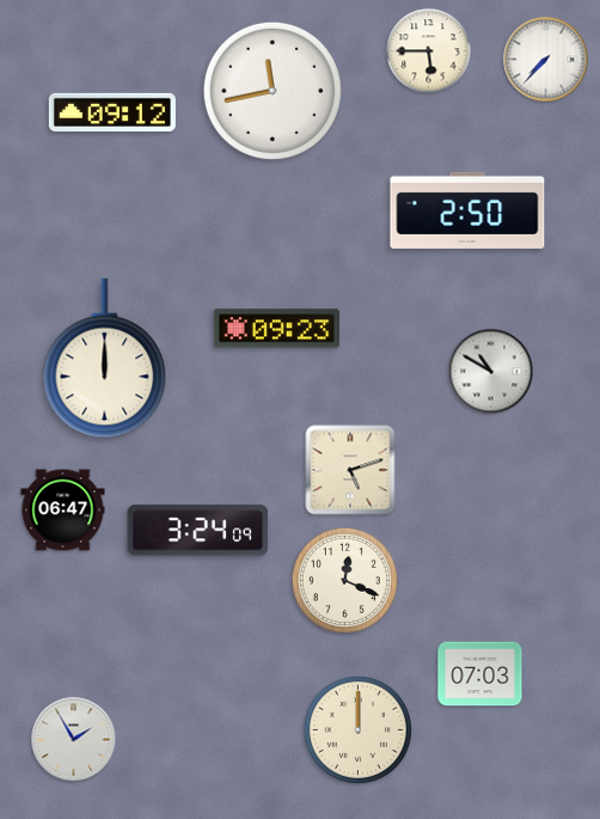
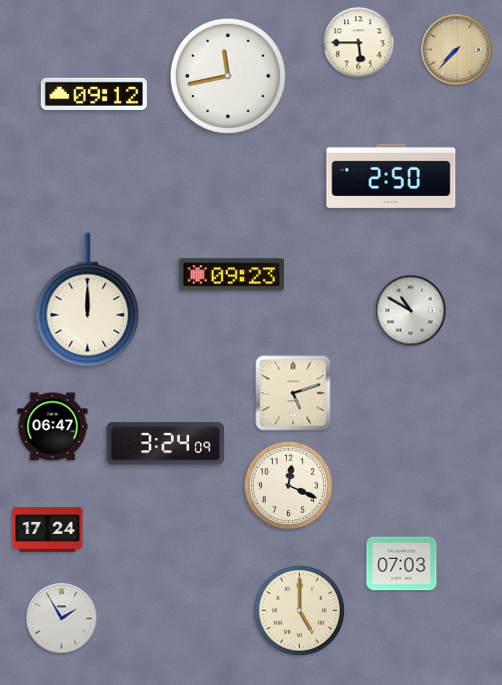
clock at (546, 60) dial: white -> champagne
clock at (48, 530): none -> 17:24
clock at (357, 729): 12:00 -> 5:00
